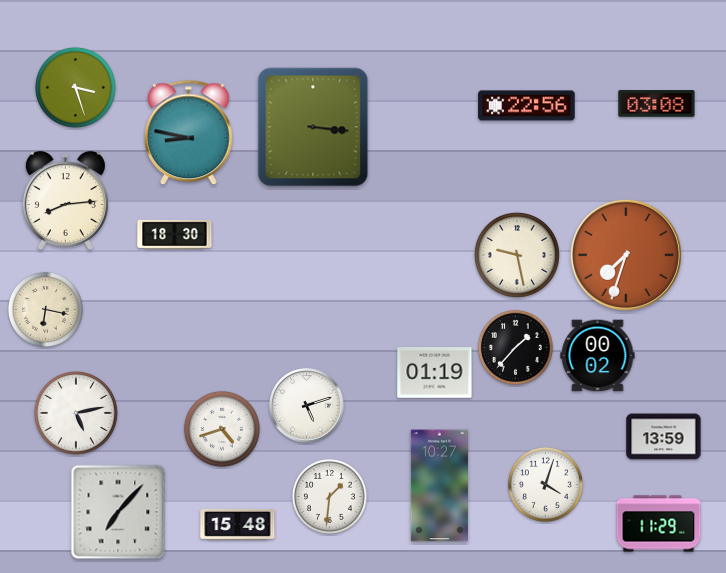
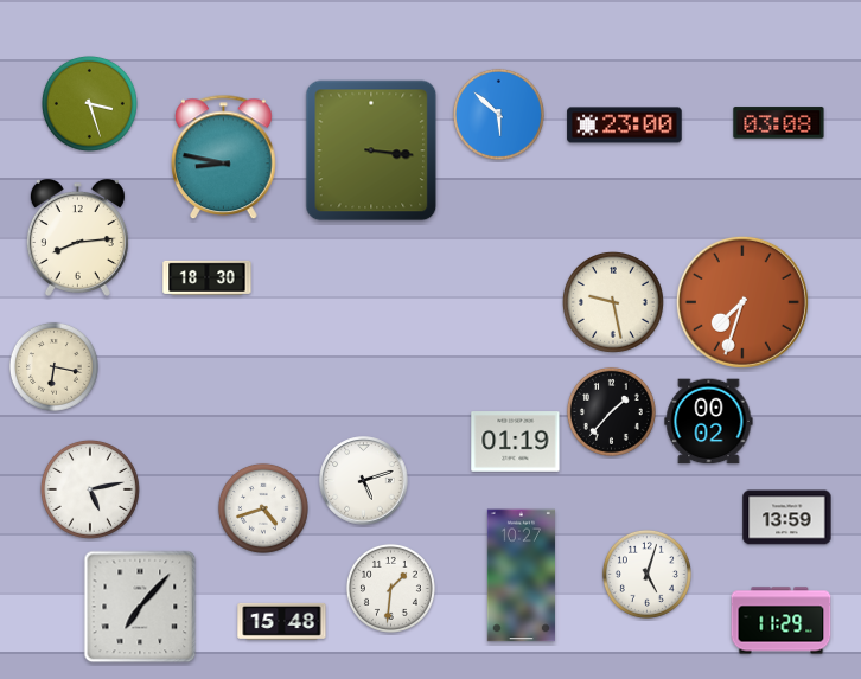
clock at (498, 114): none -> 5:52
clock at (527, 106): 22:56 -> 23:00
clock at (545, 484): 4:03 -> 5:03
